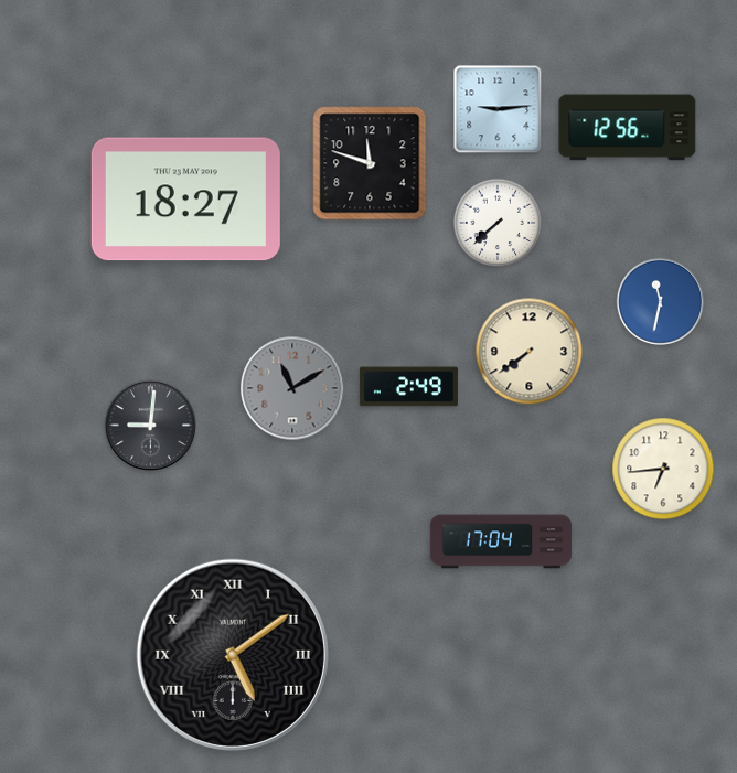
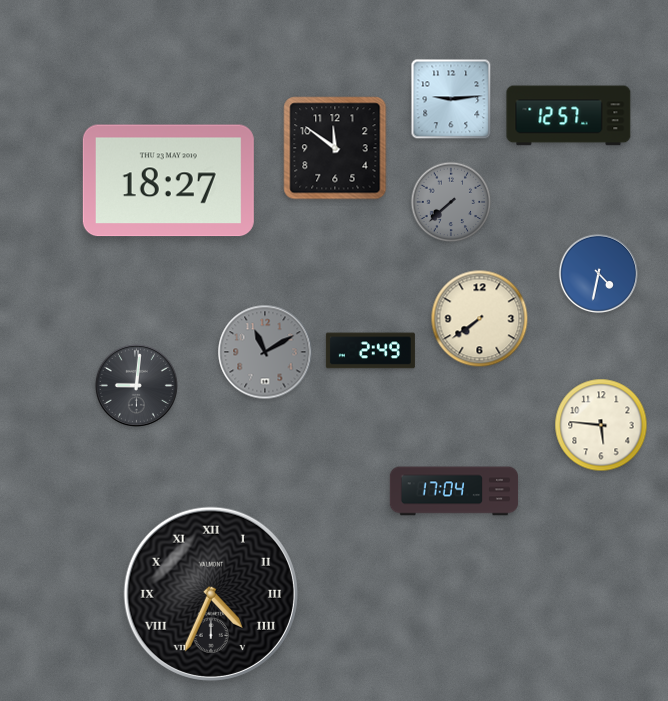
clock at (628, 128): 12:56 -> 12:57
clock at (370, 163): 11:48 -> 11:51
clock at (498, 223) dial: white -> grey
clock at (660, 301): 11:32 -> 4:32
clock at (663, 469): 6:44 -> 5:46
clock at (233, 655): 5:09 -> 4:34
